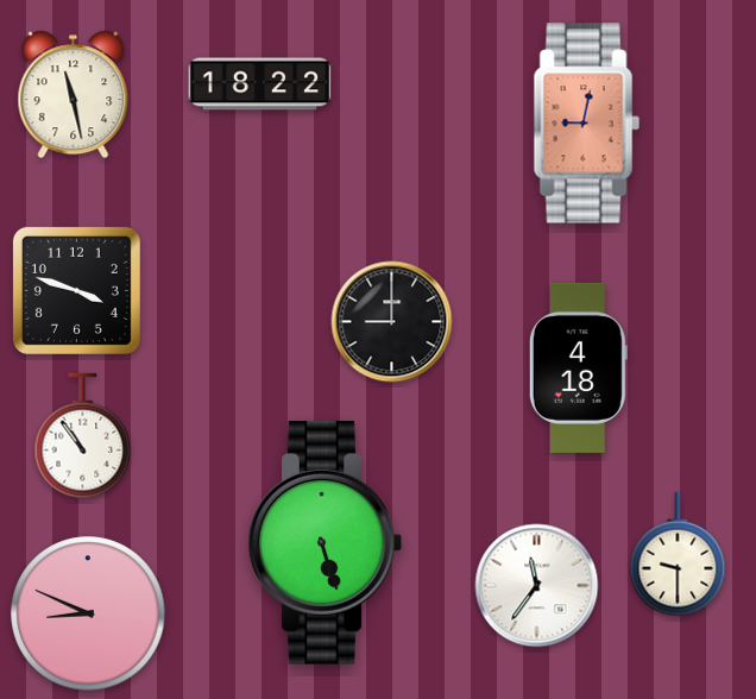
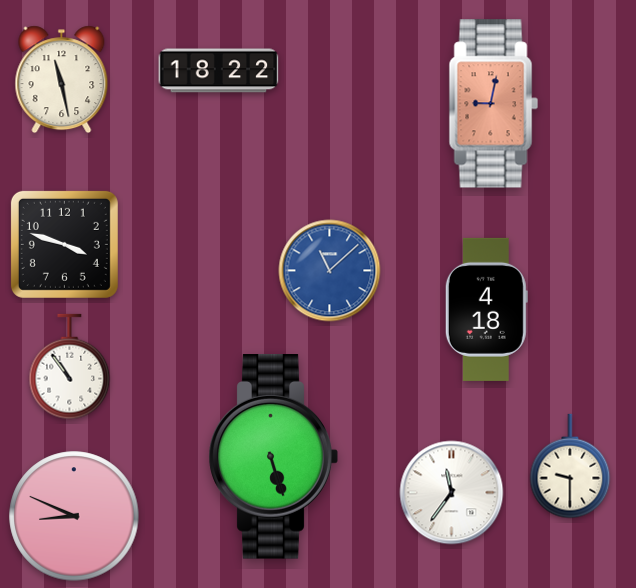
clock at (392, 322): 9:00 -> 11:08
clock at (392, 322) dial: black -> blue
